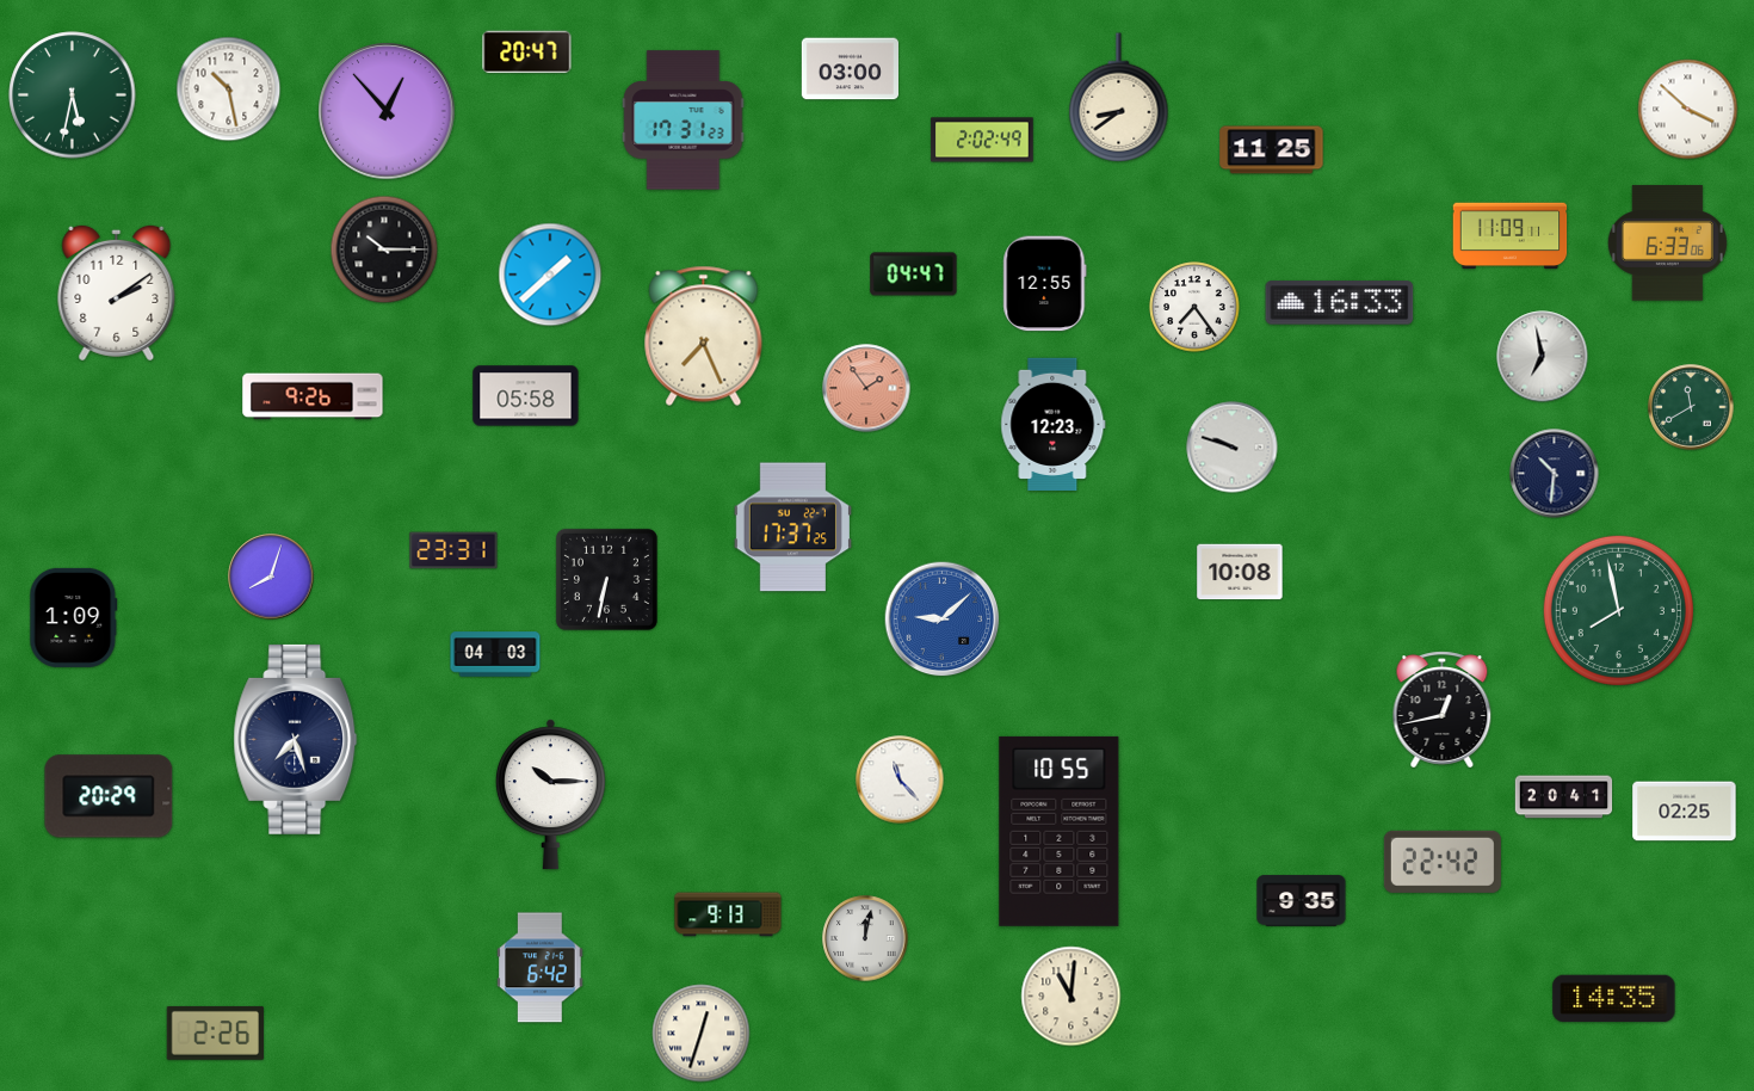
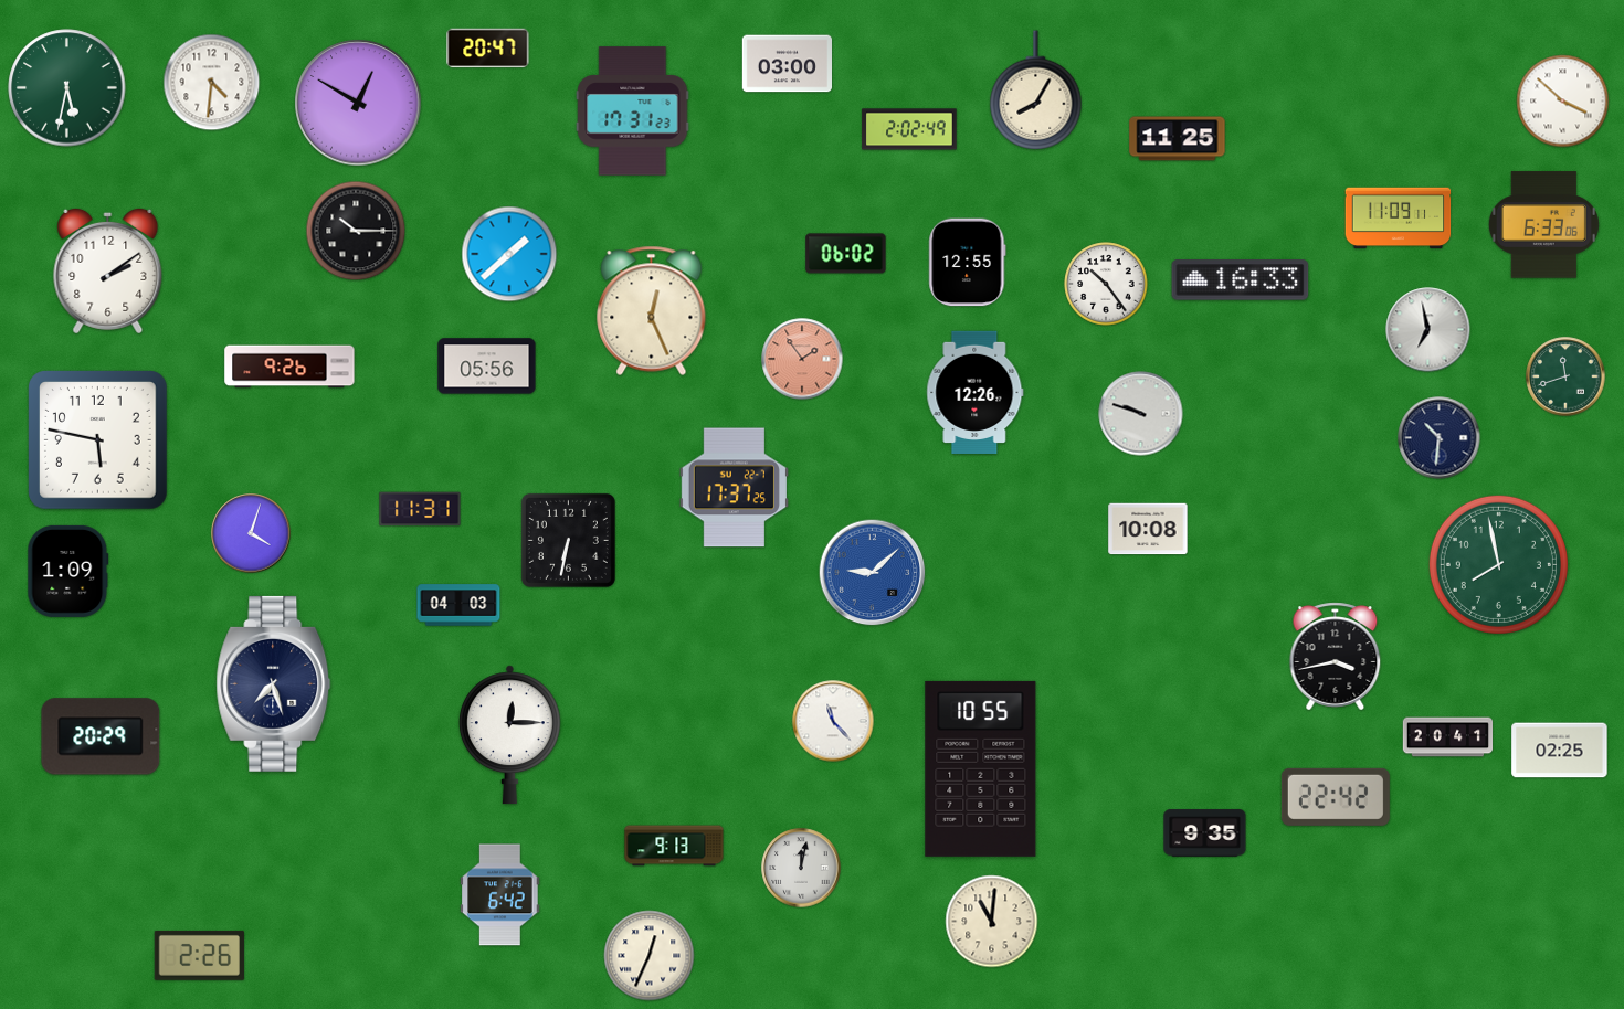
clock at (229, 90): 10:28 -> 4:31
clock at (1119, 98): 8:39 -> 8:05
clock at (387, 111): 12:53 -> 12:50
clock at (914, 275): 04:47 -> 06:02
clock at (1194, 307): 7:24 -> 10:24
clock at (704, 335): 7:26 -> 12:26
clock at (526, 396): 05:58 -> 05:56
clock at (1691, 407): 11:40 -> 11:42
clock at (1054, 424): 12:23 -> 12:26
clock at (98, 440): none -> 5:47
clock at (453, 550): 23:31 -> 11:31
clock at (271, 577): 8:03 -> 4:03
clock at (606, 579) position: (606, 579) -> (568, 540)
clock at (1443, 710): 12:43 -> 3:43
clock at (550, 795): 10:15 -> 12:15
clock at (1614, 999): 14:35 -> none
clock at (702, 1034): 12:33 -> 12:34
